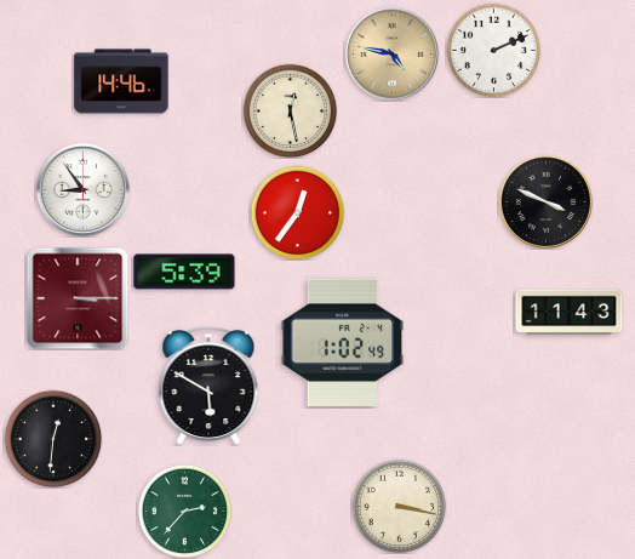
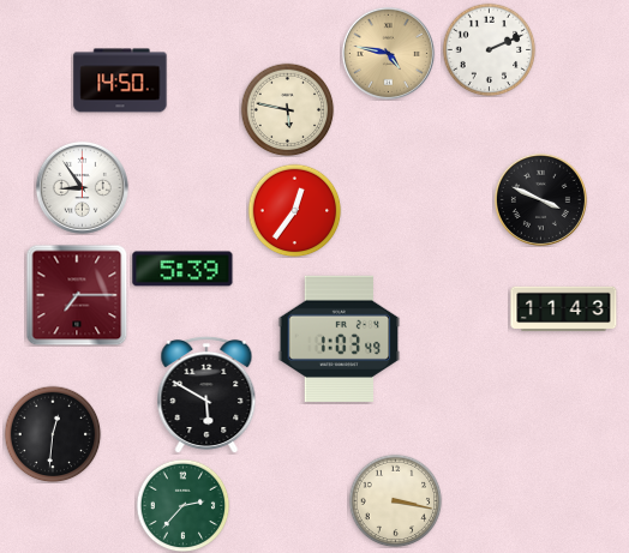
clock at (121, 81): 14:46 -> 14:50
clock at (290, 110): 12:28 -> 5:47
clock at (78, 298): 3:15 -> 7:15
clock at (343, 342): 1:02 -> 1:03
clock at (208, 384) position: (208, 384) -> (206, 393)
